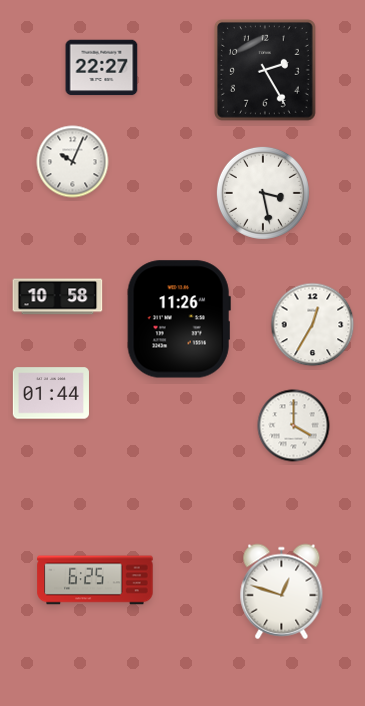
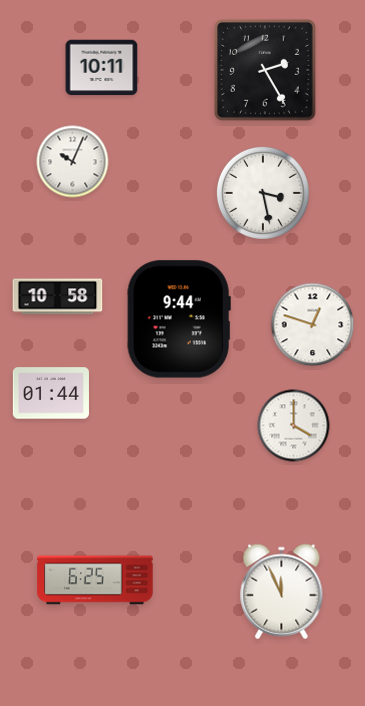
clock at (102, 68): 22:27 -> 10:11
clock at (179, 319): 11:26 -> 9:44
clock at (313, 325): 12:35 -> 12:48
clock at (282, 592): 12:48 -> 11:56
